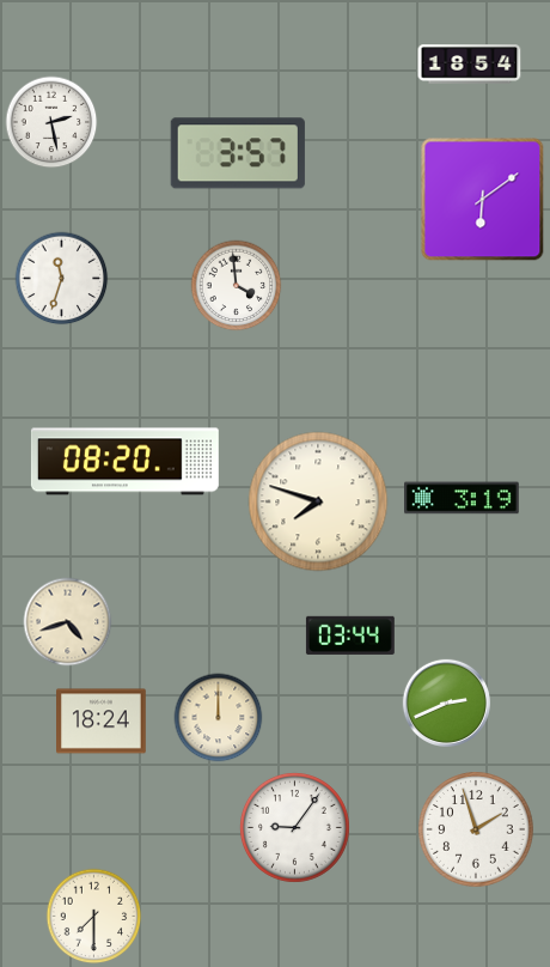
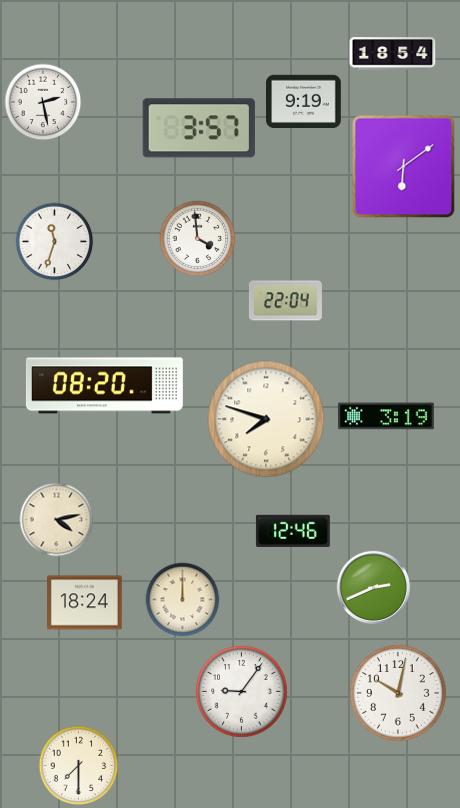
clock at (304, 102): none -> 9:19
clock at (62, 279) position: (62, 279) -> (55, 242)
clock at (285, 301): none -> 22:04
clock at (68, 622): 4:42 -> 4:13
clock at (350, 635): 03:44 -> 12:46
clock at (294, 827) position: (294, 827) -> (241, 691)
clock at (476, 829): 1:57 -> 10:02
